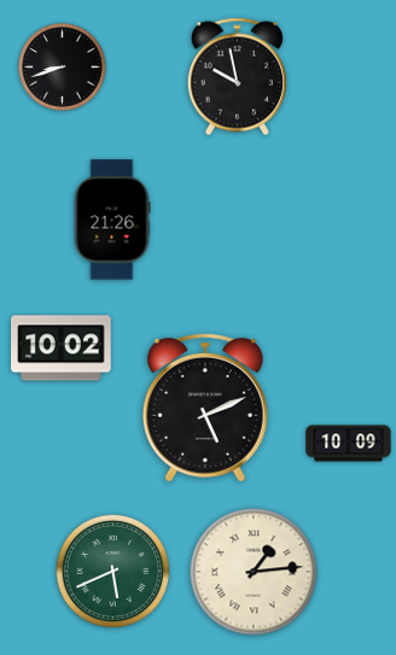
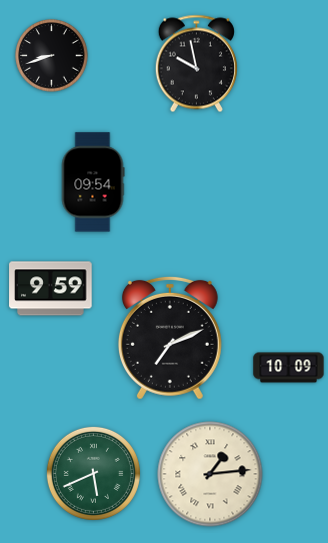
clock at (112, 220): 21:26 -> 09:54
clock at (62, 349): 10:02 -> 9:59
clock at (205, 408): 5:11 -> 7:11
